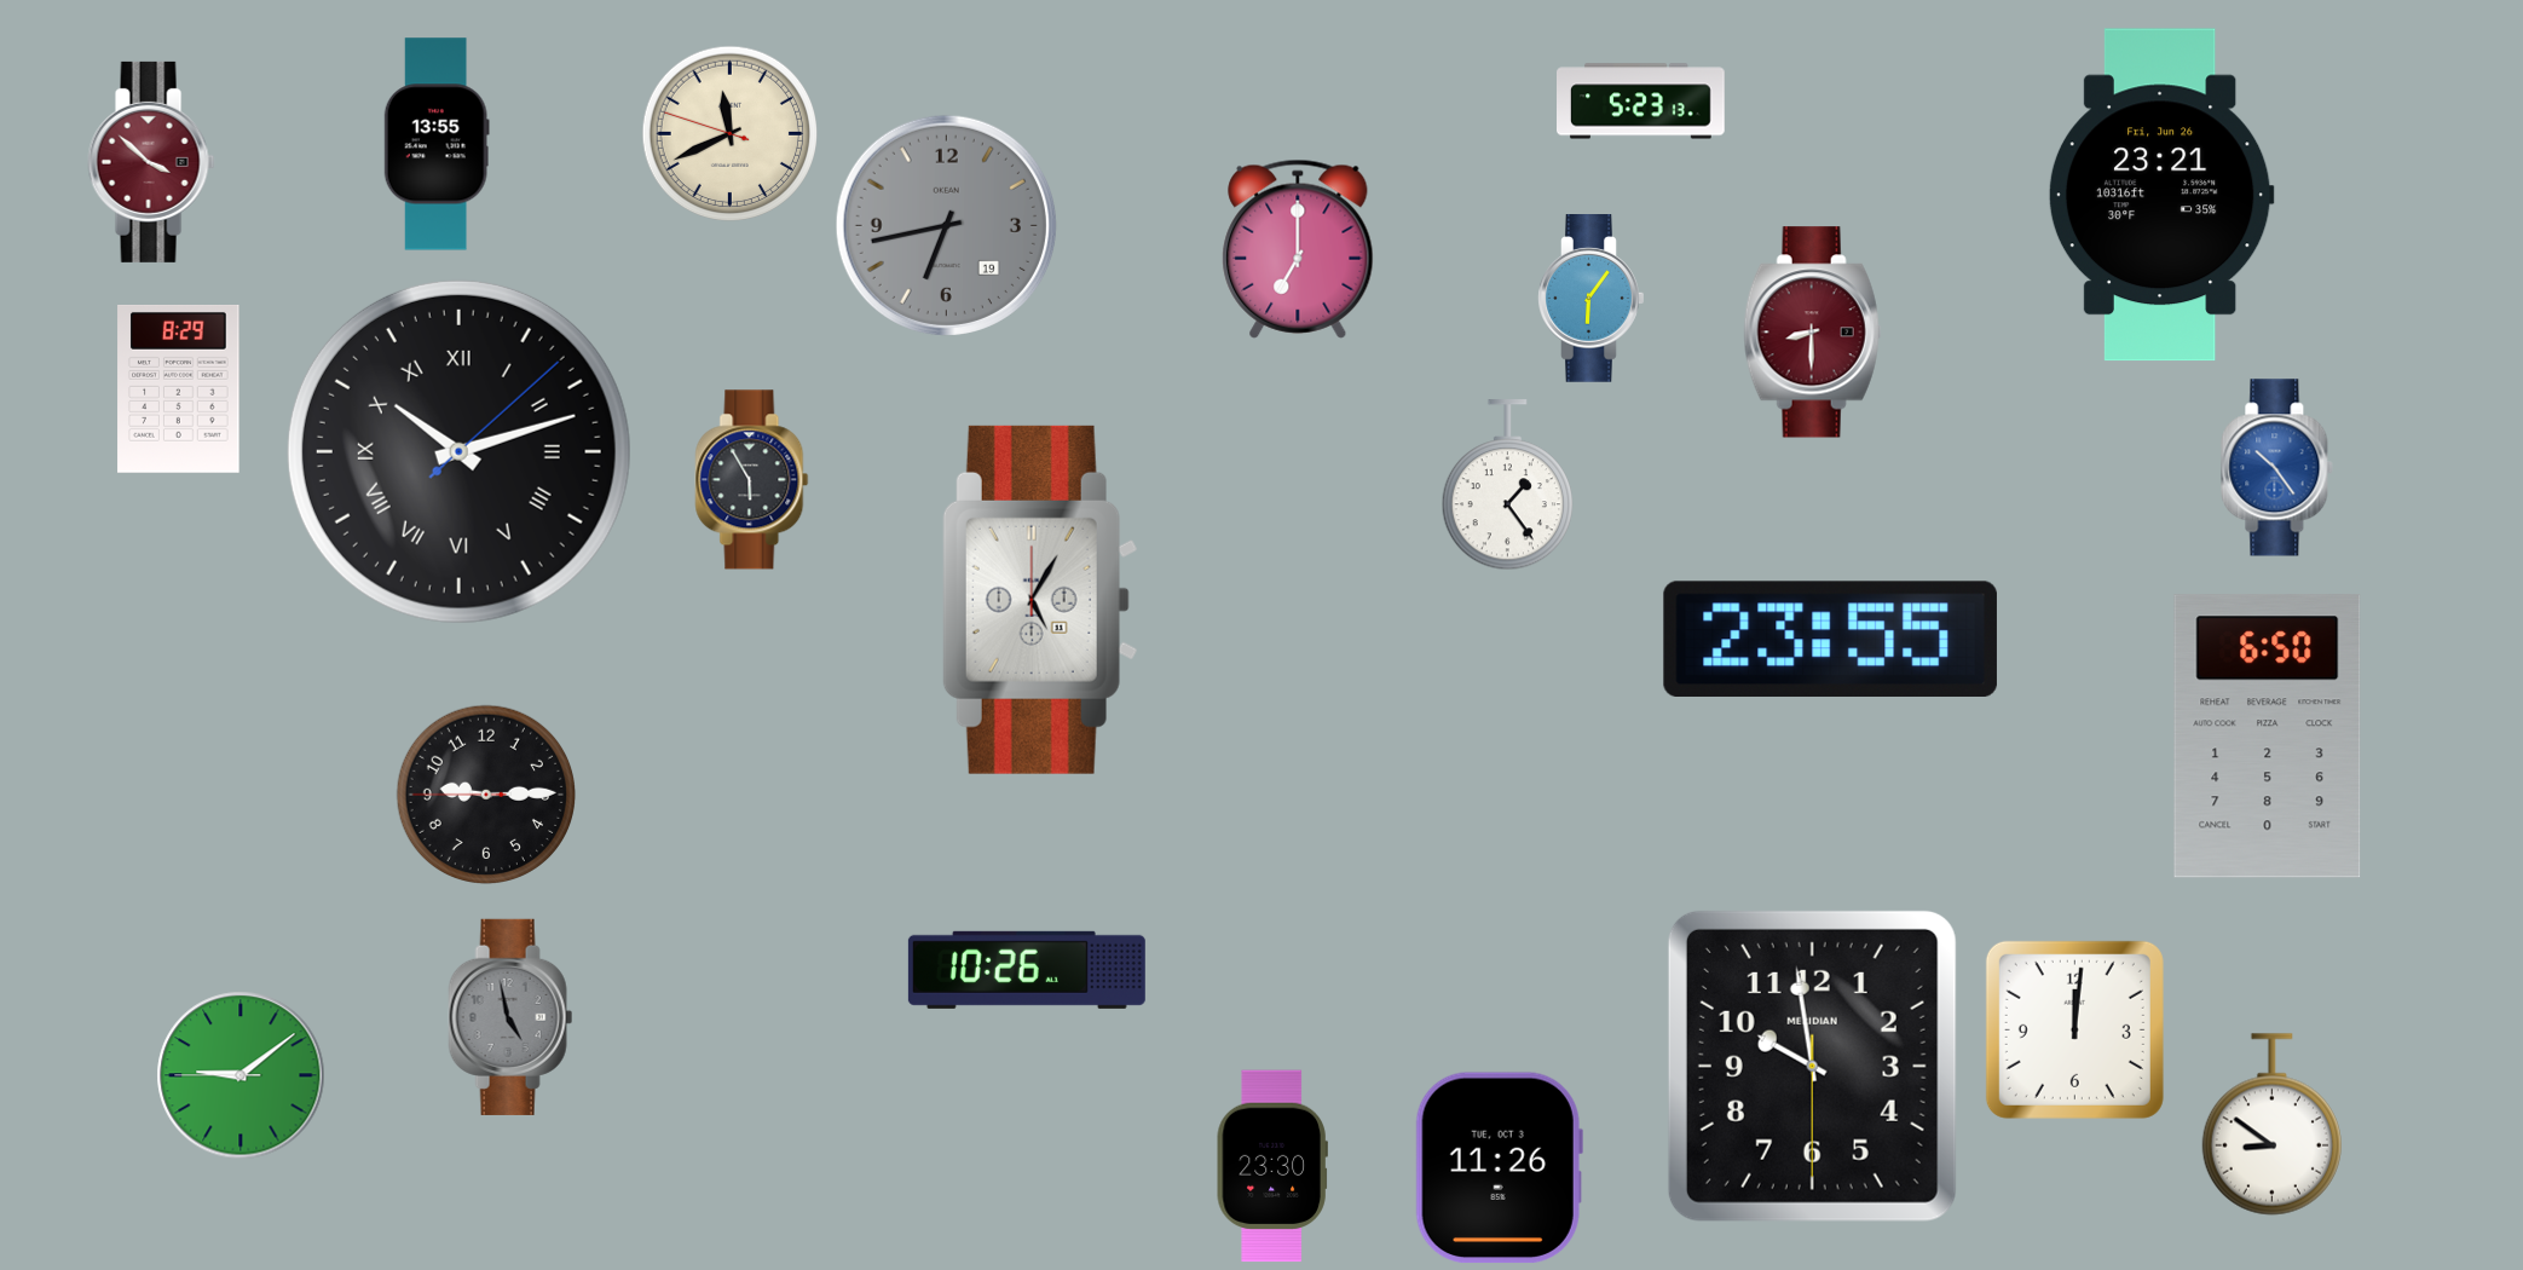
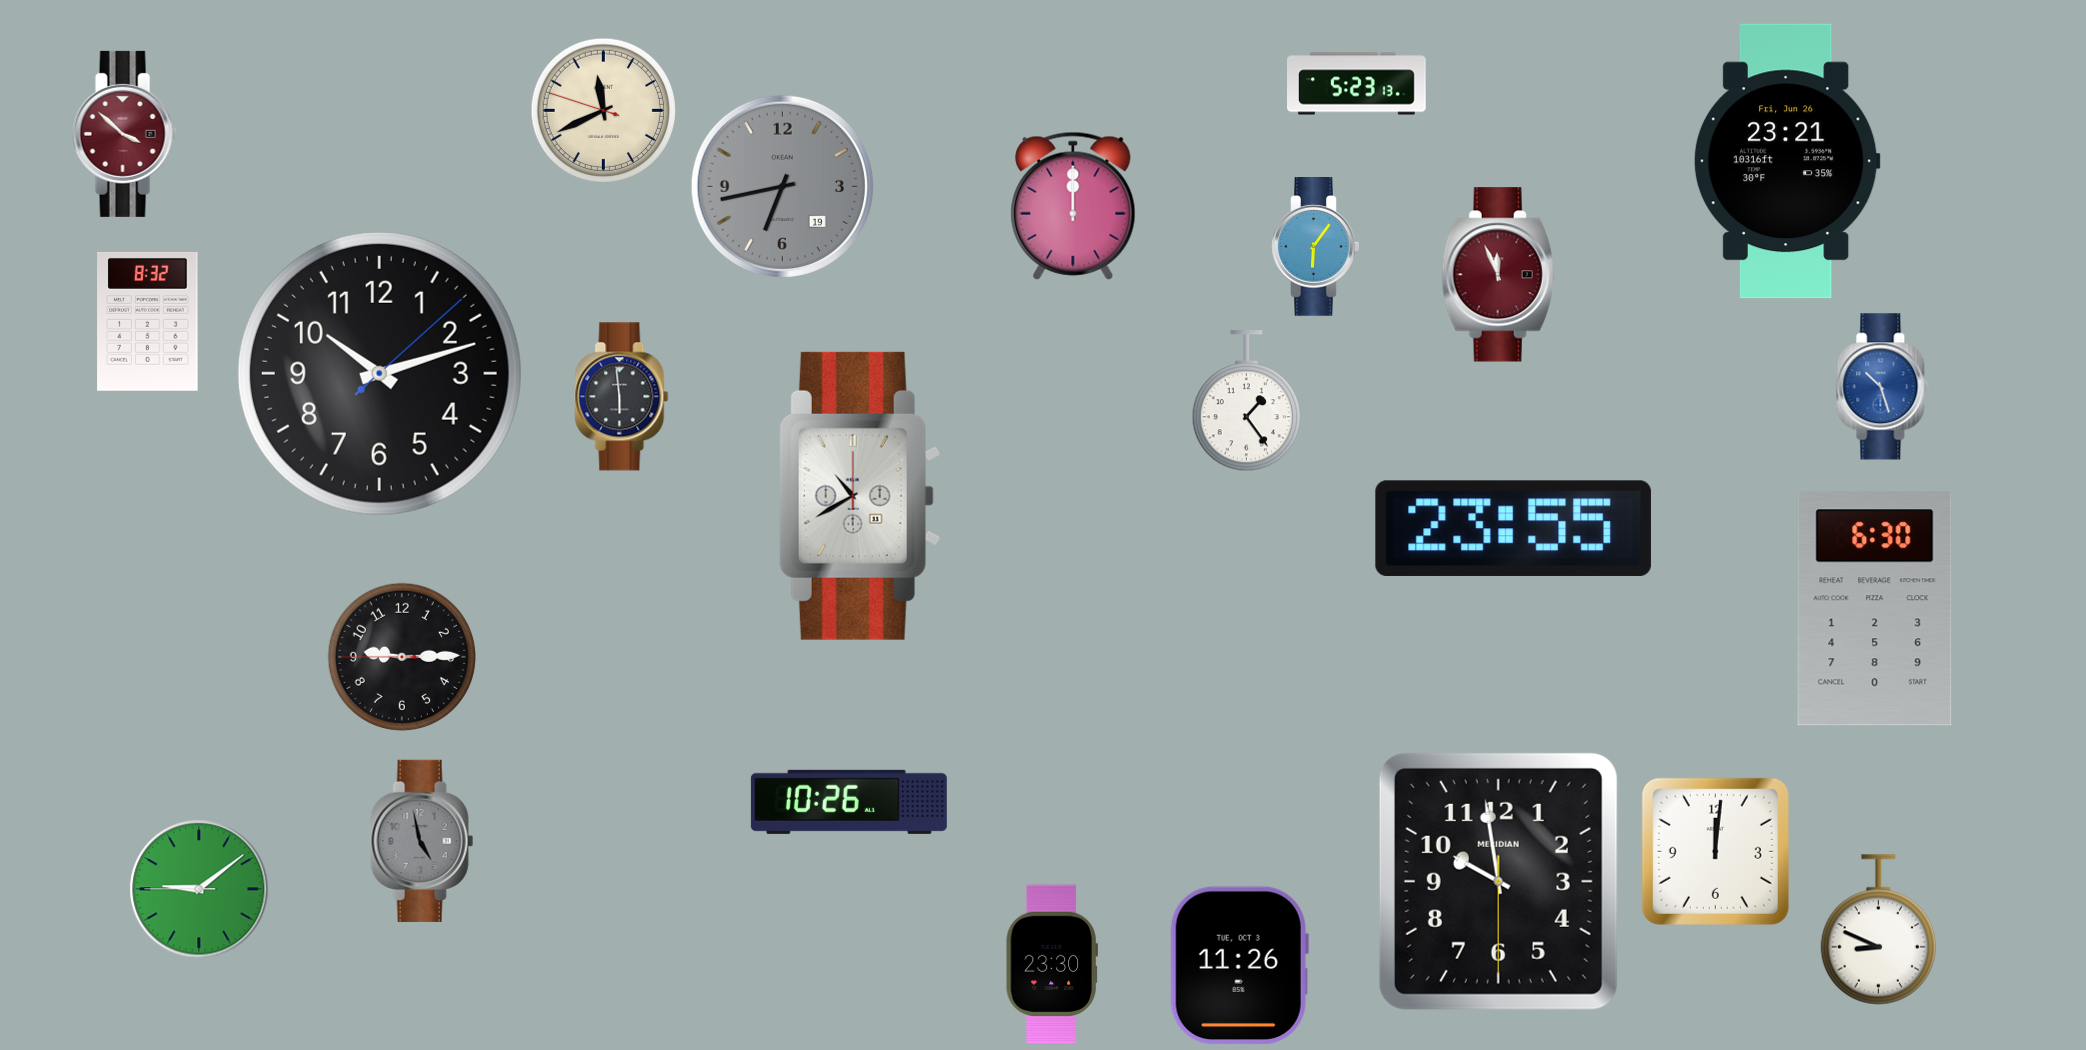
clock at (437, 144): 13:55 -> none
clock at (1298, 249): 7:00 -> 12:00
clock at (1813, 333): 8:30 -> 11:56
clock at (179, 388): 8:29 -> 8:32
clock at (458, 451) numerals: Roman -> Arabic
clock at (2277, 468): 10:24 -> 10:27
clock at (752, 480): 5:55 -> 5:59
clock at (1040, 600): 5:05 -> 10:40
clock at (2268, 737): 6:50 -> 6:30
clock at (2271, 1125): 8:51 -> 8:49
